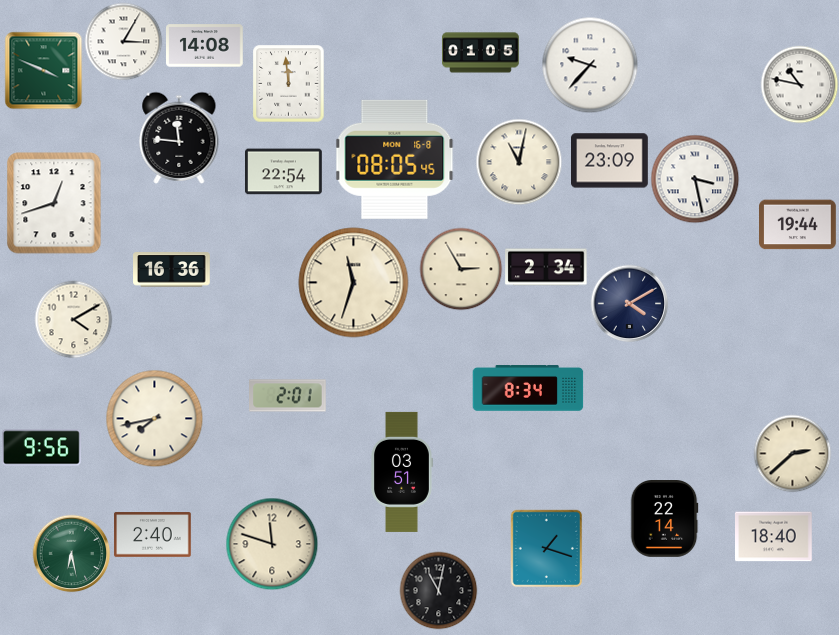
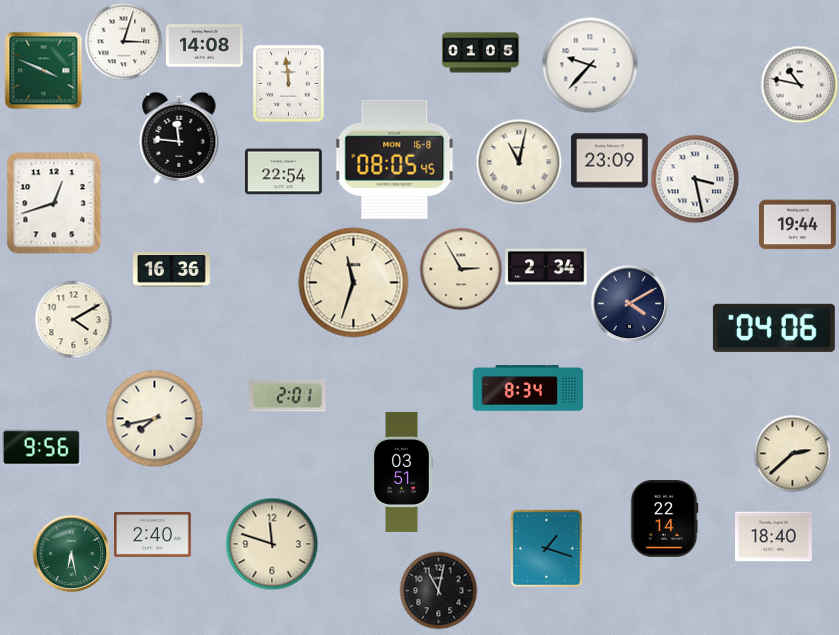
clock at (123, 41): 3:05 -> 3:03
clock at (774, 328): none -> 04:06
